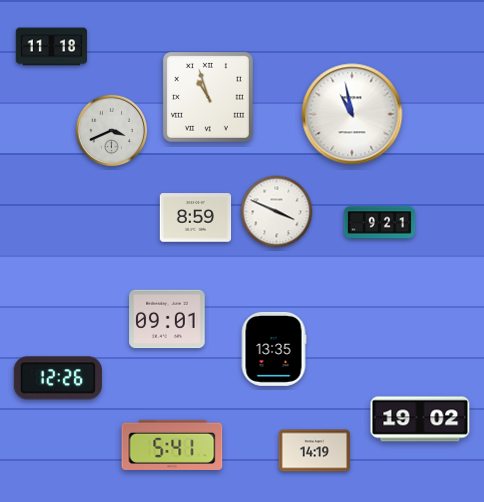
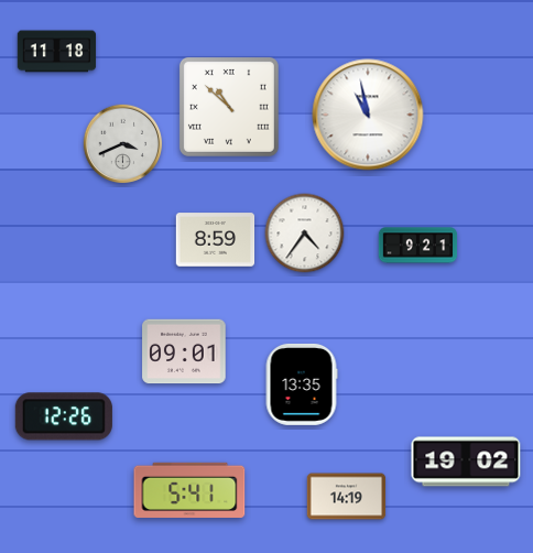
clock at (208, 97): 10:57 -> 10:52
clock at (352, 114) position: (352, 114) -> (368, 115)
clock at (277, 212): 3:49 -> 4:36
clock at (420, 419) position: (420, 419) -> (466, 462)
